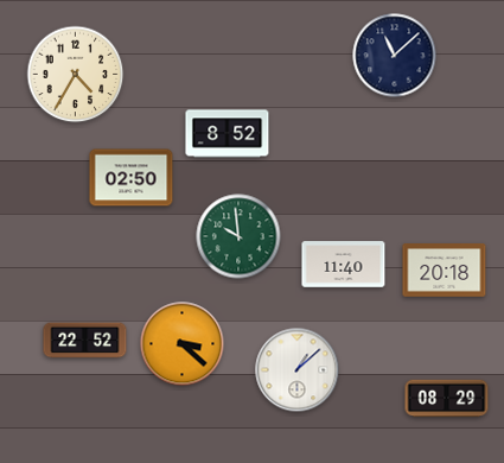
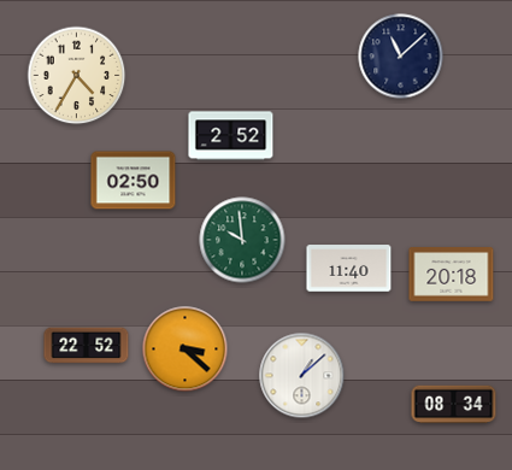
clock at (228, 134): 8:52 -> 2:52
clock at (447, 399): 08:29 -> 08:34
